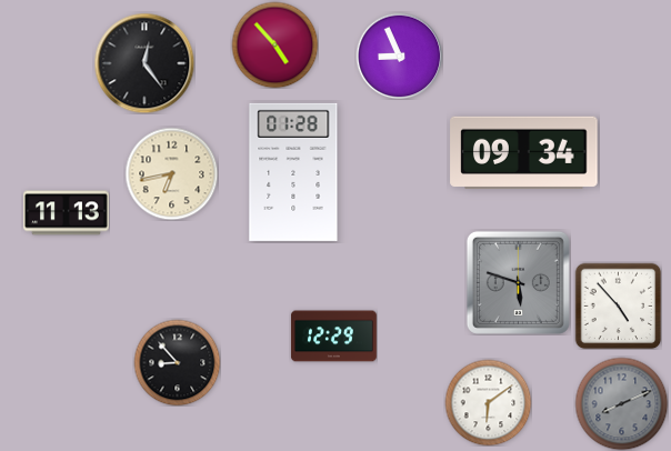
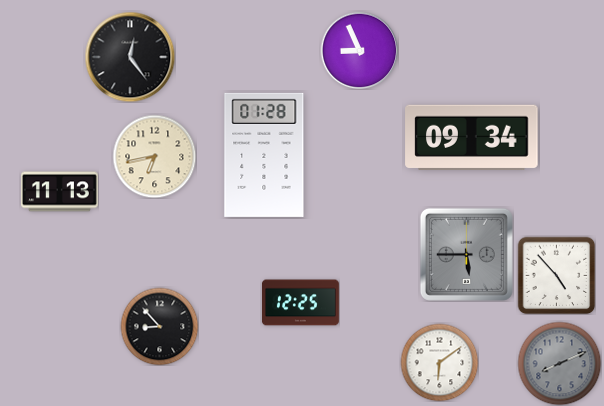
clock at (274, 44): 4:53 -> none
clock at (518, 282): 5:48 -> 5:45
clock at (333, 337): 12:29 -> 12:25
